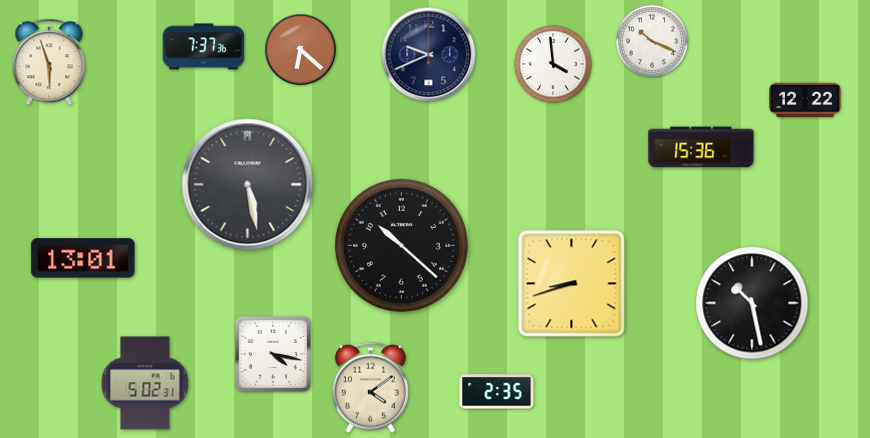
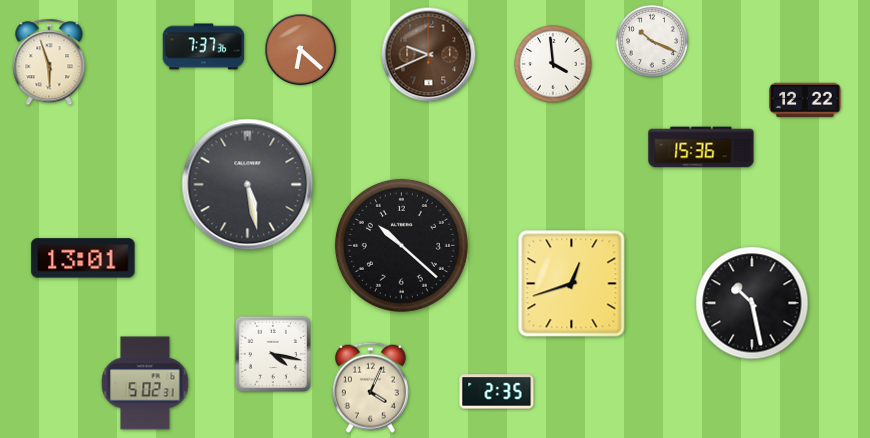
clock at (429, 55) dial: navy -> brown
clock at (572, 284): 8:42 -> 12:42
clock at (370, 387): 4:09 -> 4:04
